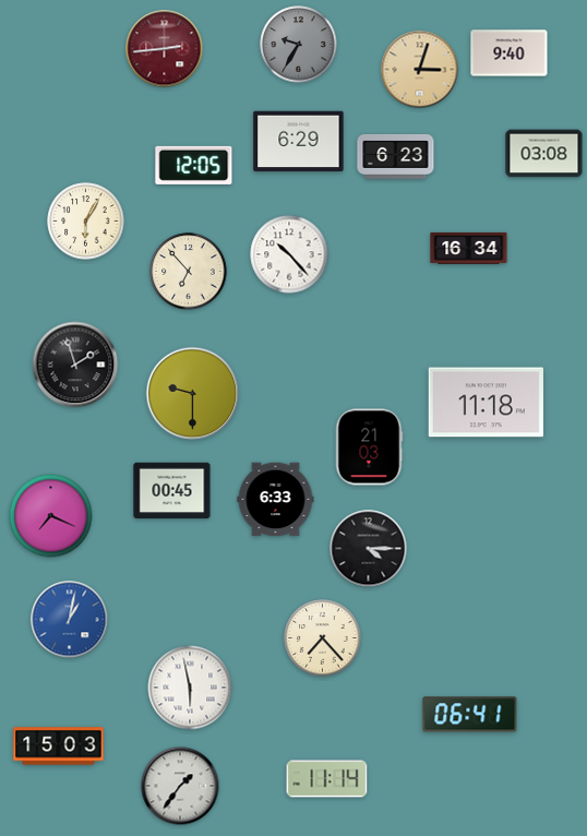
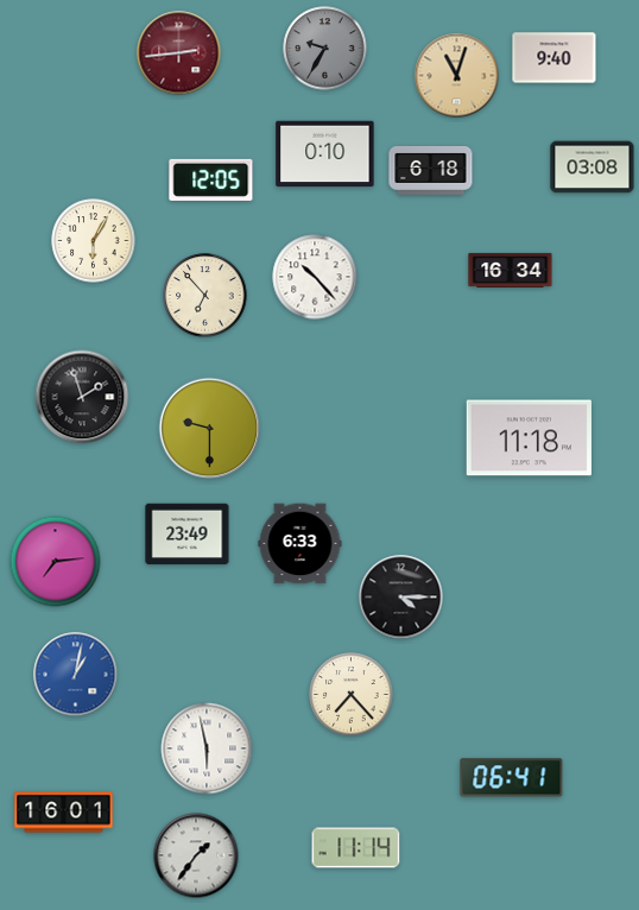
clock at (420, 70): 3:03 -> 11:03
clock at (299, 142): 6:29 -> 0:10
clock at (396, 157): 6:23 -> 6:18
clock at (369, 447): 21:03 -> none
clock at (172, 491): 00:45 -> 23:49
clock at (51, 516): 7:19 -> 7:14
clock at (59, 747): 15:03 -> 16:01
